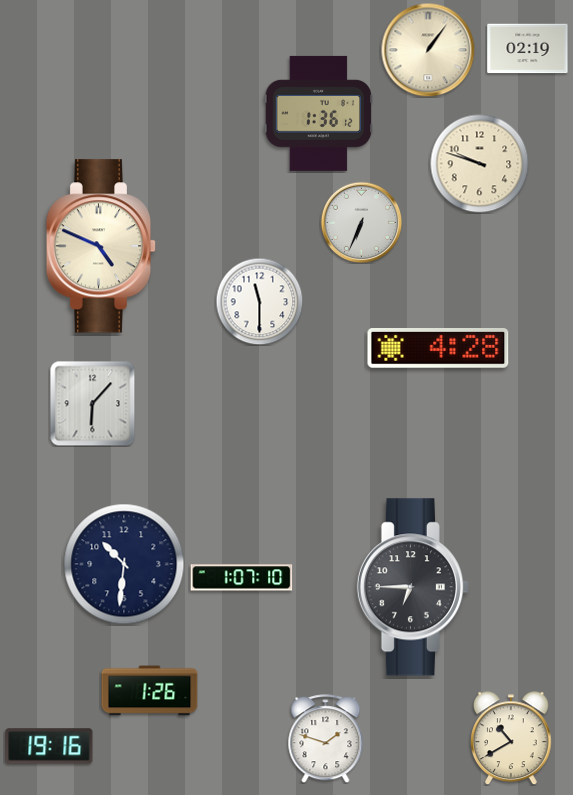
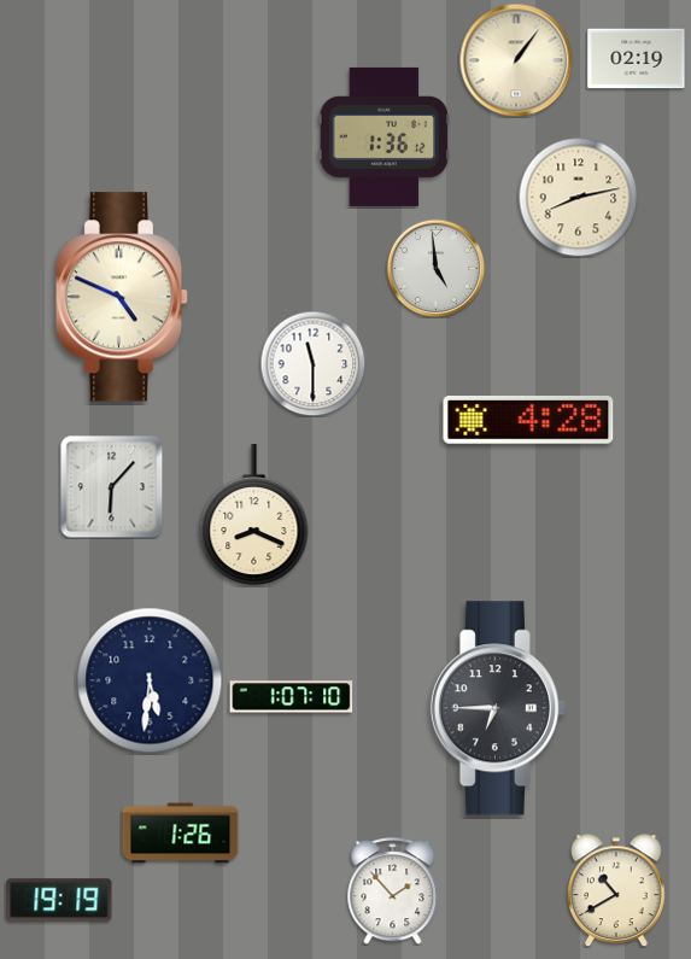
clock at (480, 164): 9:48 -> 8:13
clock at (361, 222): 6:34 -> 4:59
clock at (254, 515): none -> 8:19
clock at (124, 564): 10:31 -> 5:31
clock at (326, 739): 1:48 -> 1:53
clock at (49, 746): 19:16 -> 19:19
